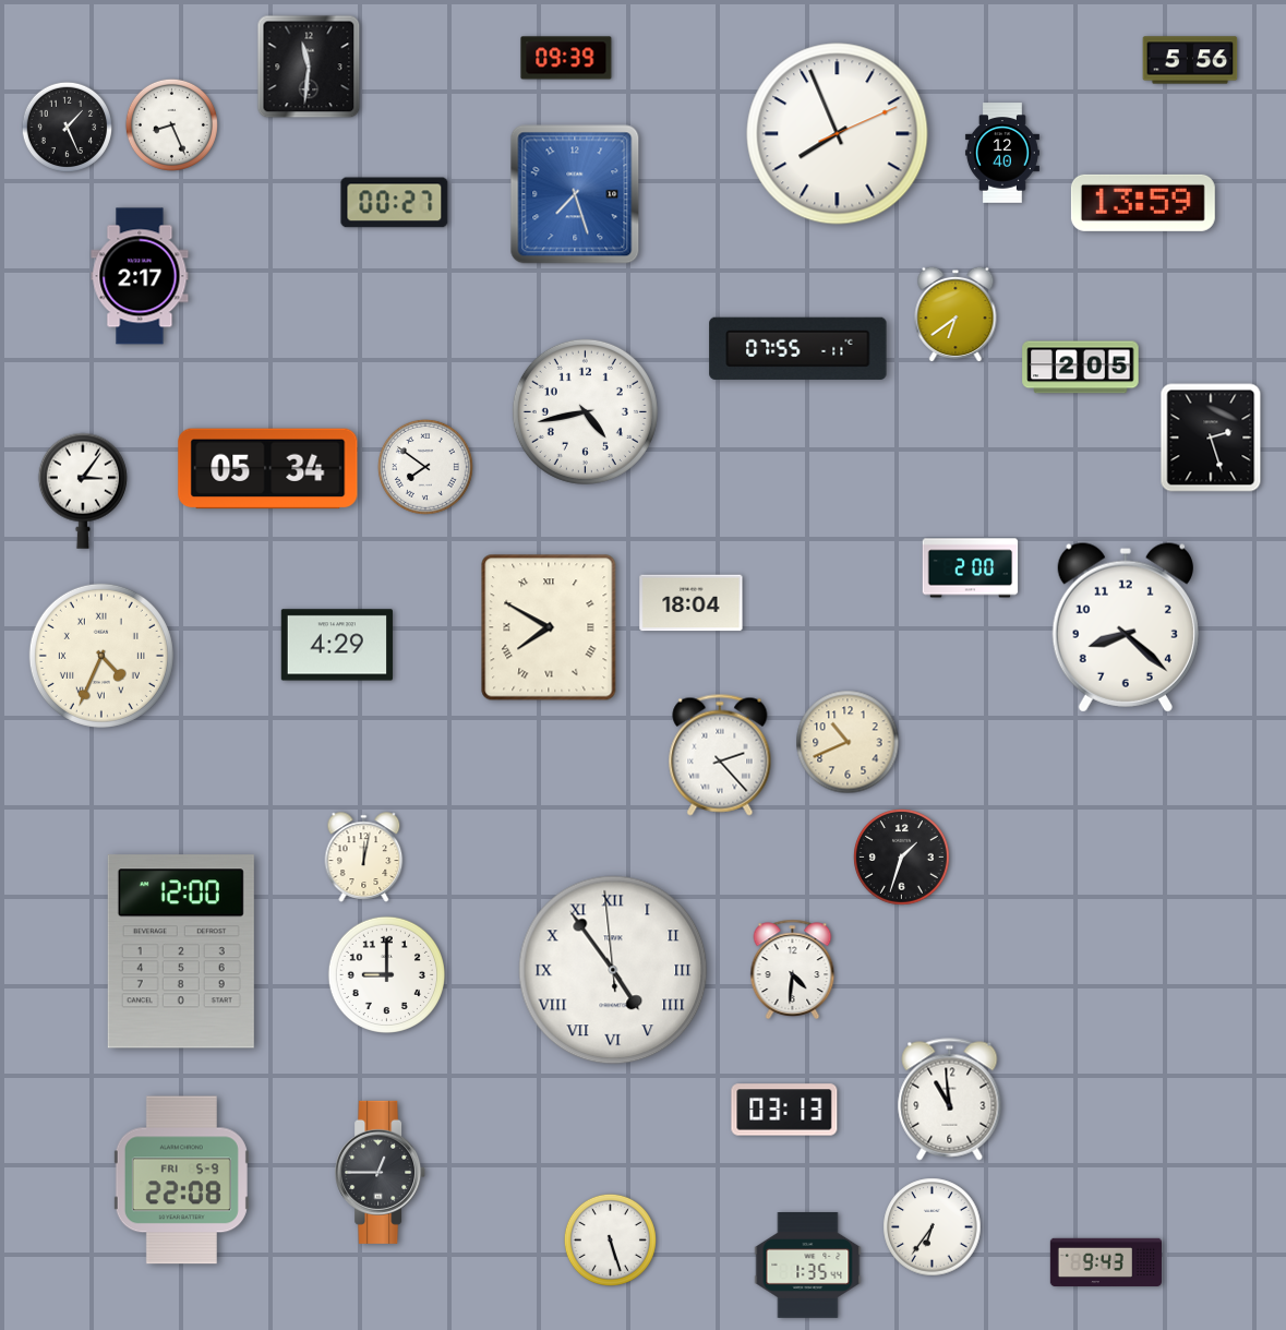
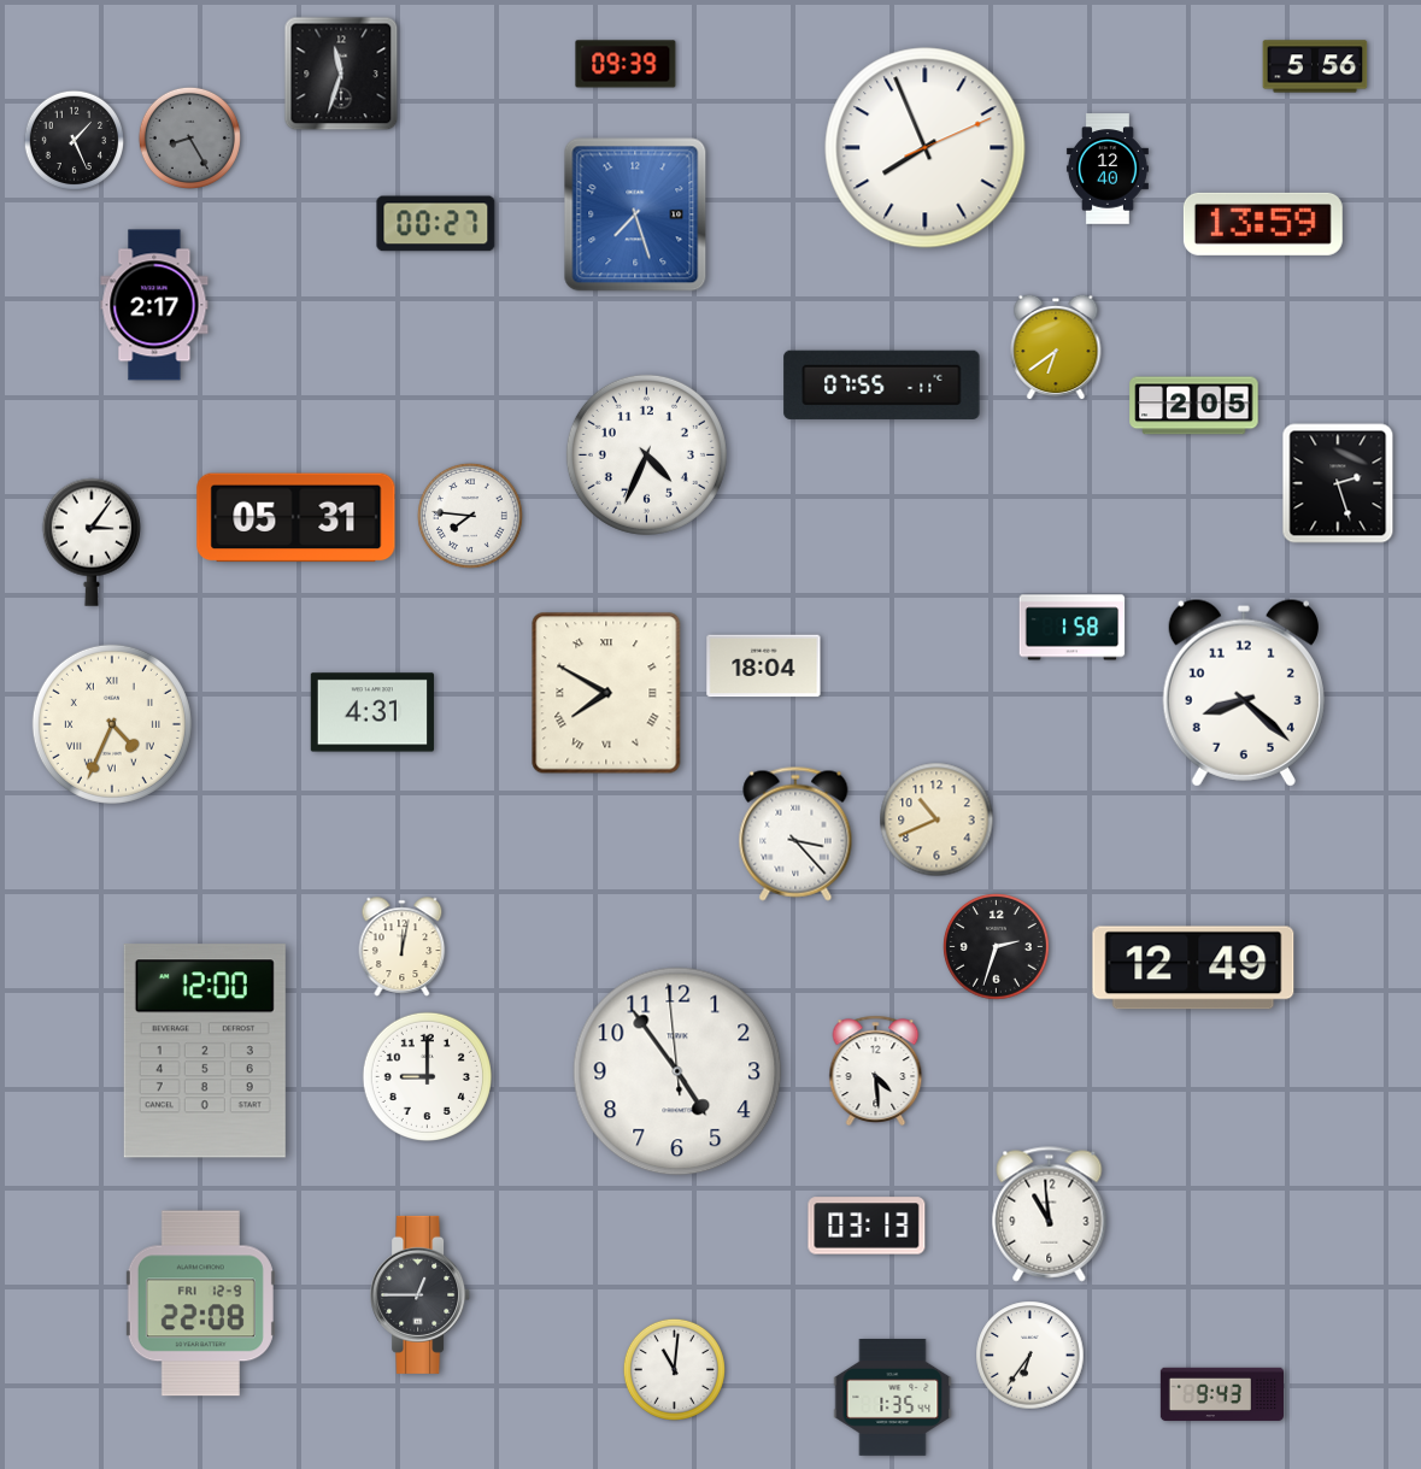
clock at (309, 67): 11:31 -> 11:33
clock at (171, 124): 8:26 -> 8:25
clock at (171, 124) dial: white -> grey
clock at (585, 411): 4:43 -> 4:34
clock at (426, 468): 7:51 -> 7:46
clock at (268, 469): 05:34 -> 05:31
clock at (971, 568): 2:00 -> 1:58
clock at (337, 645): 4:29 -> 4:31
clock at (720, 755): 2:23 -> 3:23
clock at (902, 858): 1:33 -> 2:33
clock at (1193, 968): none -> 12:49
clock at (181, 951) position: (181, 951) -> (205, 1051)
clock at (793, 969): 4:31 -> 4:29
clock at (613, 970) numerals: Roman -> Arabic
clock at (181, 1181) date: FRI 5-9 -> FRI 12-9
clock at (610, 1239): 5:27 -> 11:01
